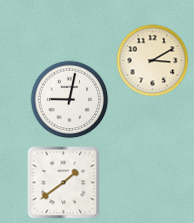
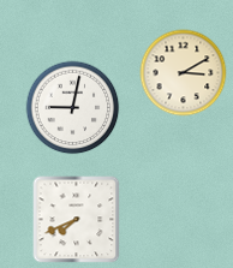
clock at (70, 100) position: (70, 100) -> (73, 108)
clock at (64, 183): 1:39 -> 7:41
